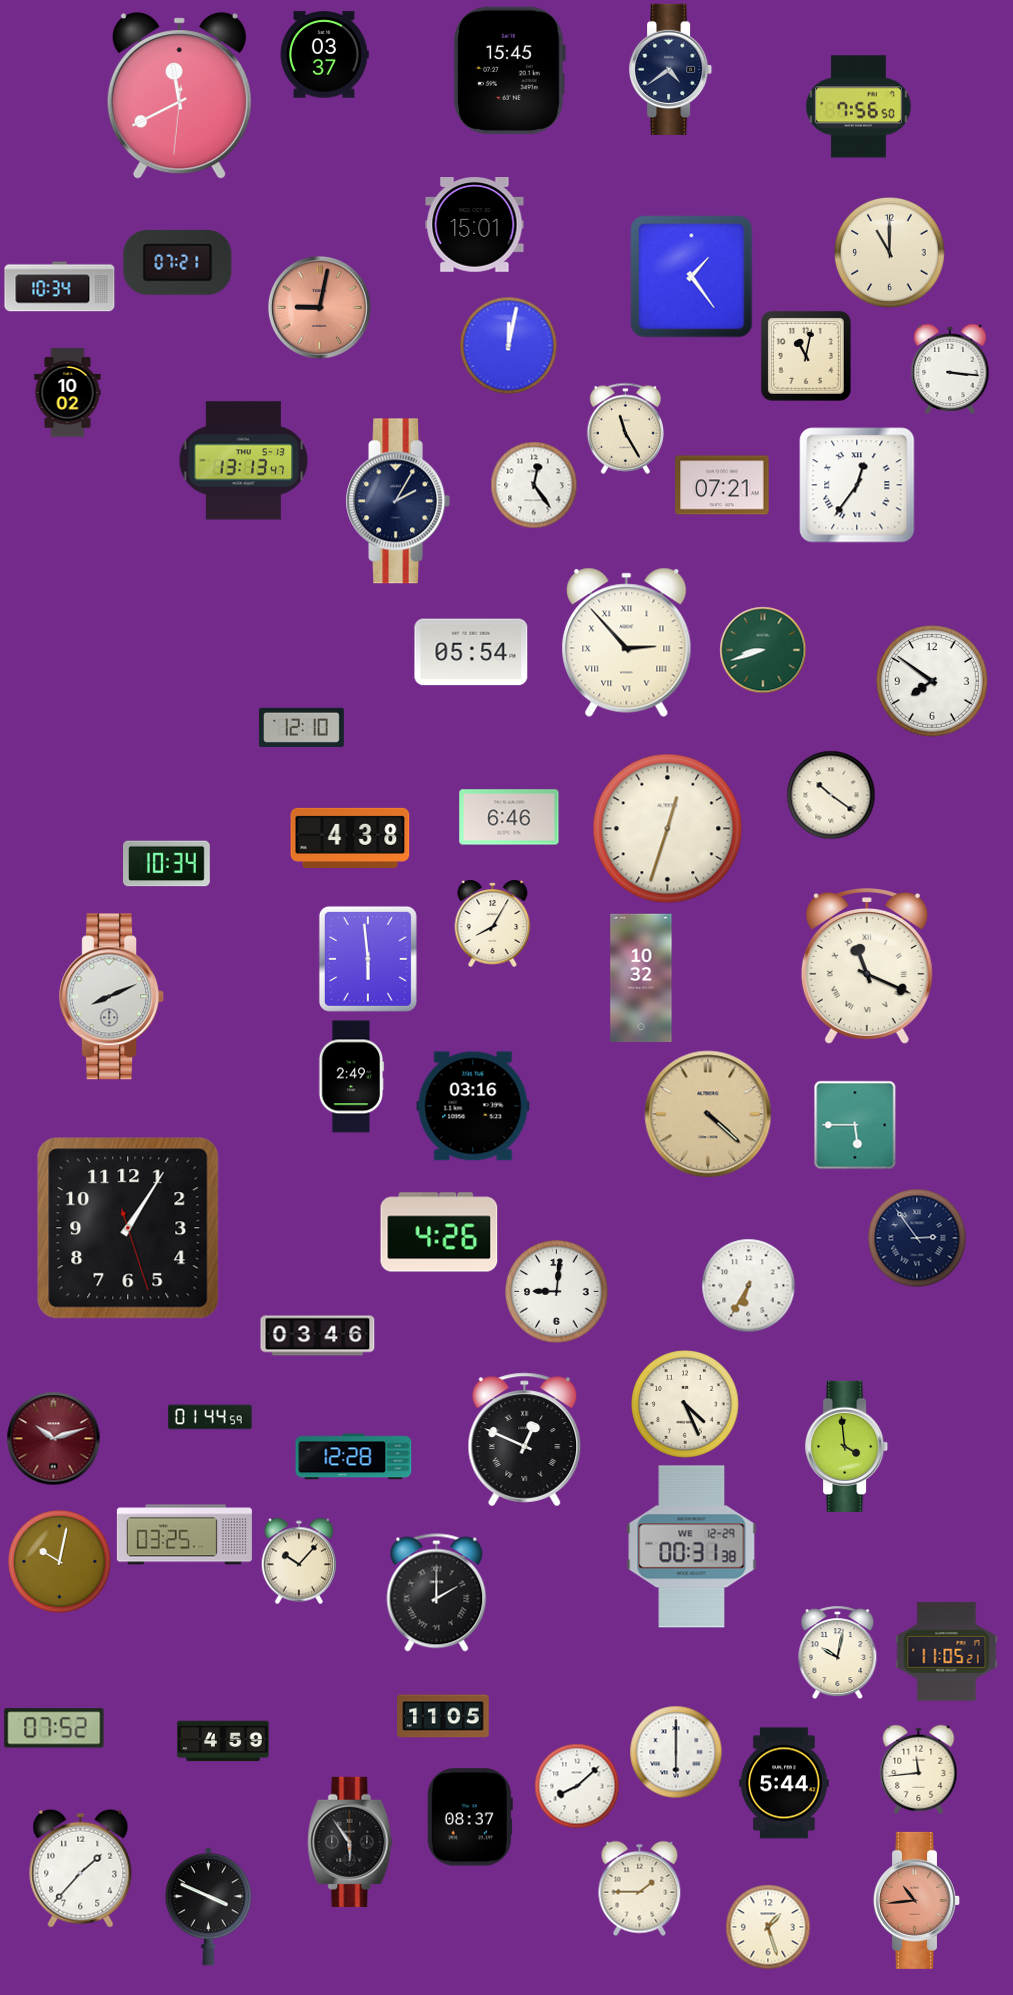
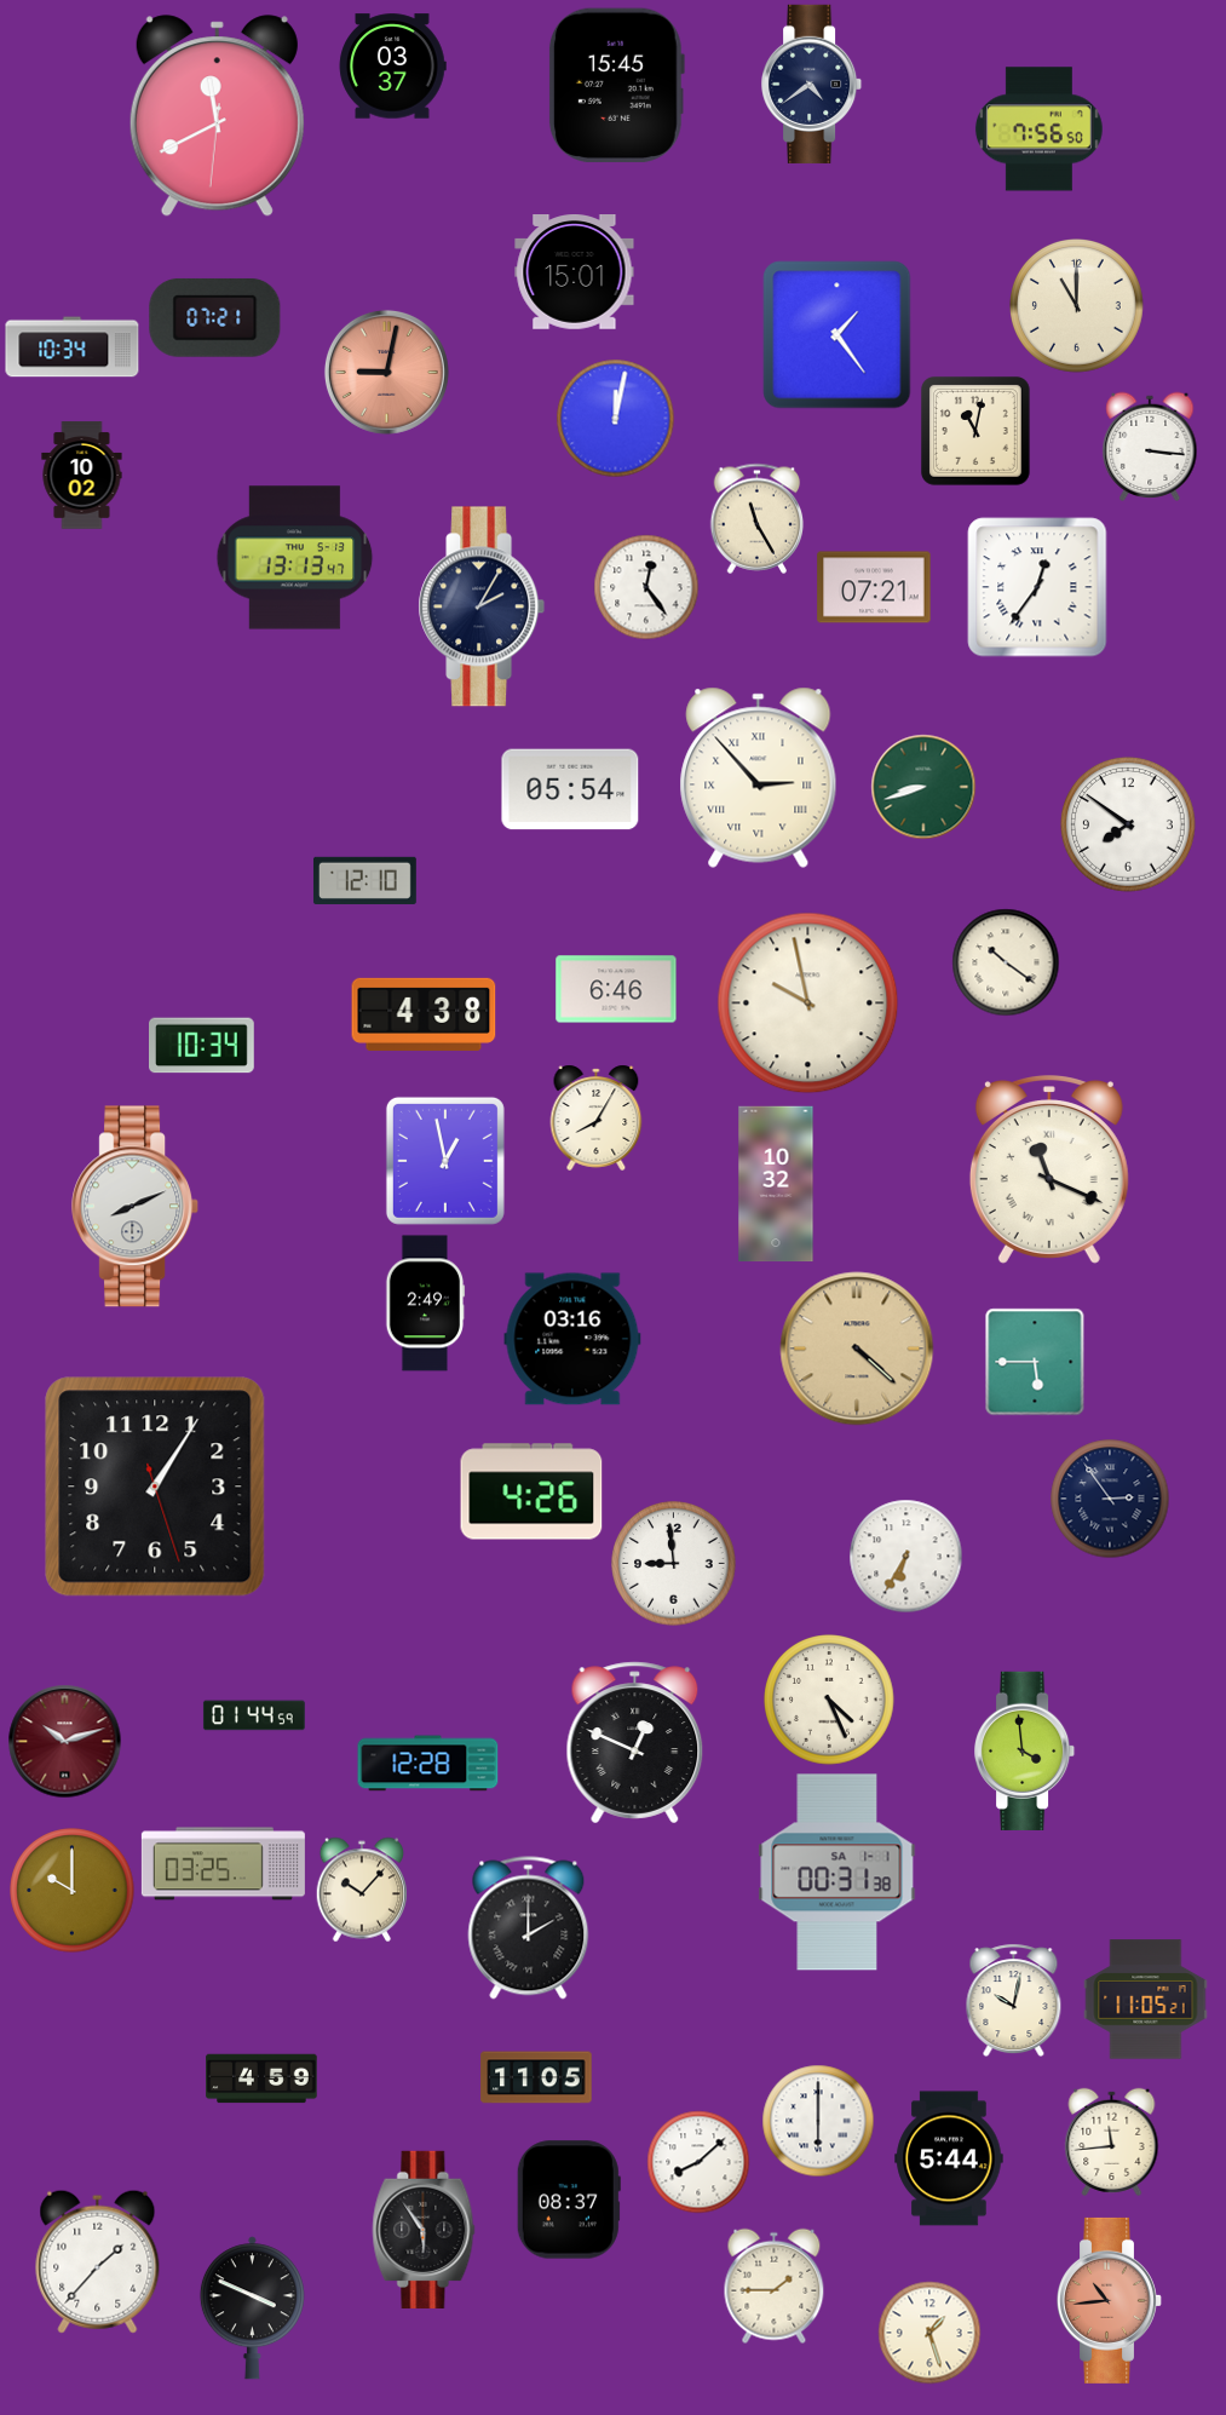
clock at (668, 829): 12:33 -> 9:58
clock at (368, 959): 5:59 -> 12:58
clock at (557, 1292): 9:01 -> 8:59
clock at (318, 1336): 03:46 -> none
clock at (184, 1535) position: (184, 1535) -> (223, 1864)
clock at (692, 1547) date: WE 12-29 -> SA 1-1
clock at (60, 1562): 10:02 -> 10:00
clock at (54, 1728): 07:52 -> none
clock at (223, 1741) position: (223, 1741) -> (261, 2078)
